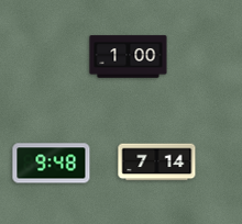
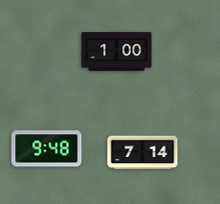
clock at (157, 163) position: (157, 163) -> (143, 153)
